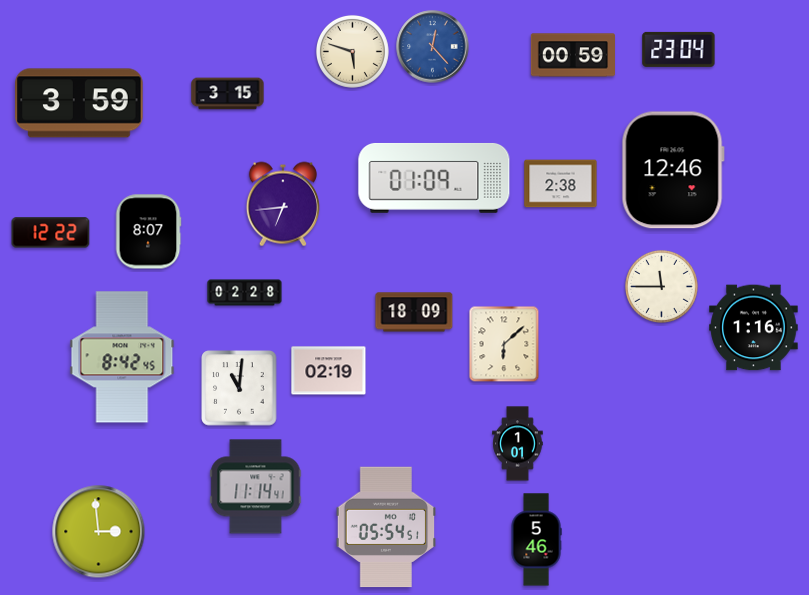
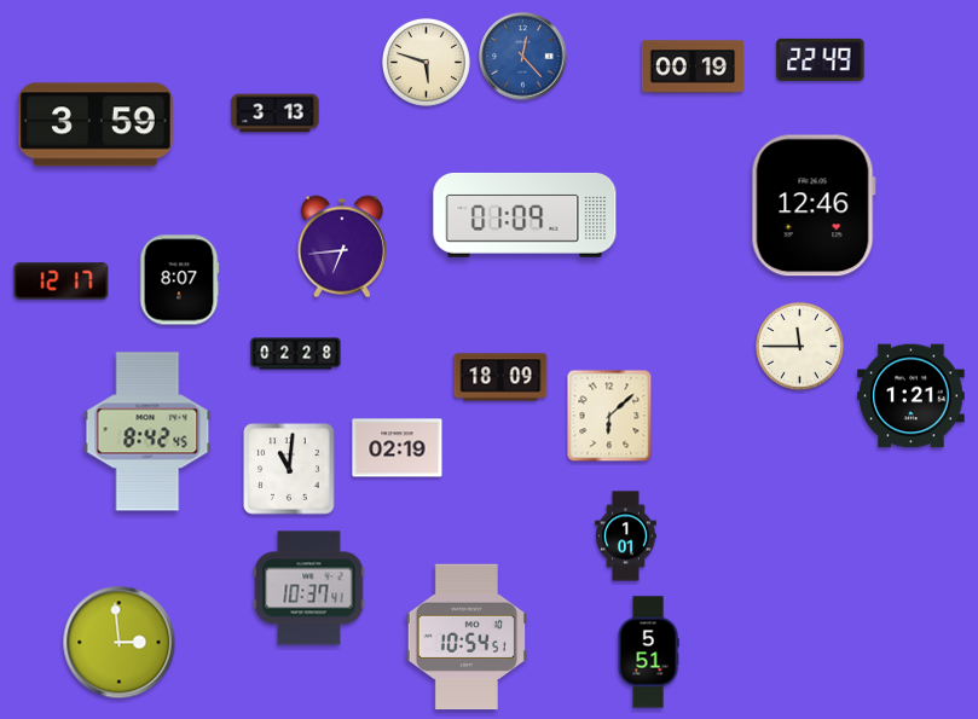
clock at (679, 49): 23:04 -> 22:49
clock at (572, 55): 00:59 -> 00:19
clock at (228, 94): 3:15 -> 3:13
clock at (561, 184): 2:38 -> none
clock at (51, 233): 12:22 -> 12:17
clock at (754, 328): 1:16 -> 1:21
clock at (256, 487): 11:14 -> 10:37
clock at (386, 527): 05:54 -> 10:54
clock at (536, 540): 5:46 -> 5:51
